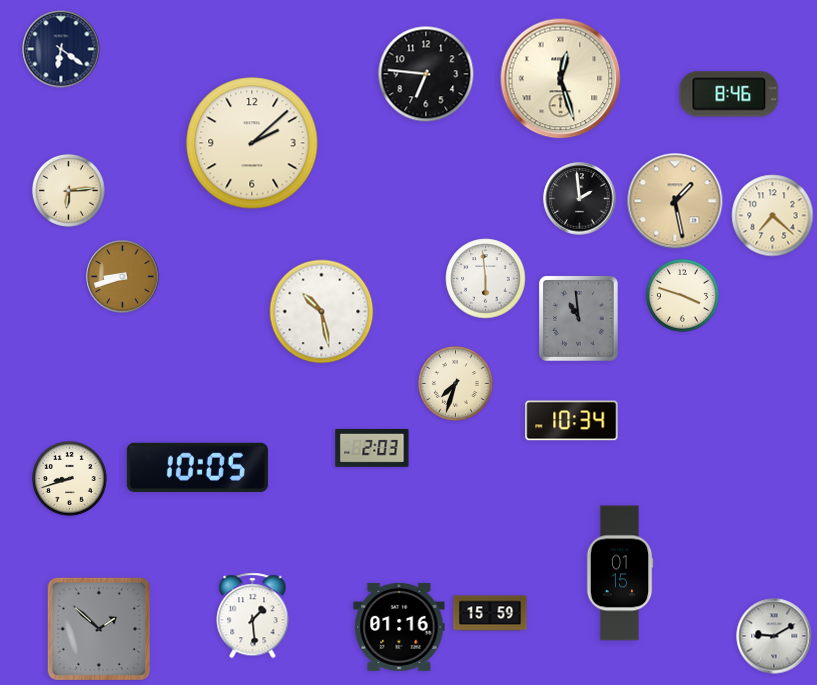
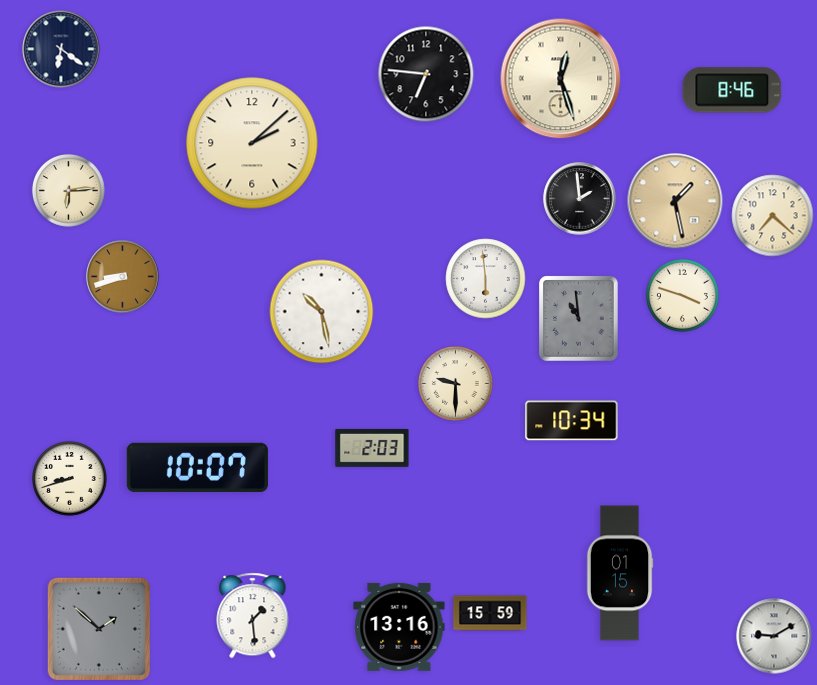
clock at (729, 94) position: (729, 94) -> (732, 90)
clock at (456, 384): 7:33 -> 9:30
clock at (197, 467): 10:05 -> 10:07
clock at (399, 627): 01:16 -> 13:16
